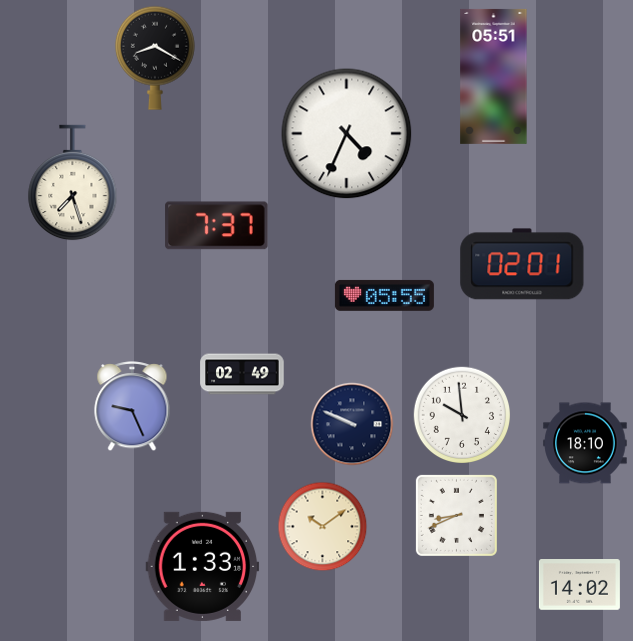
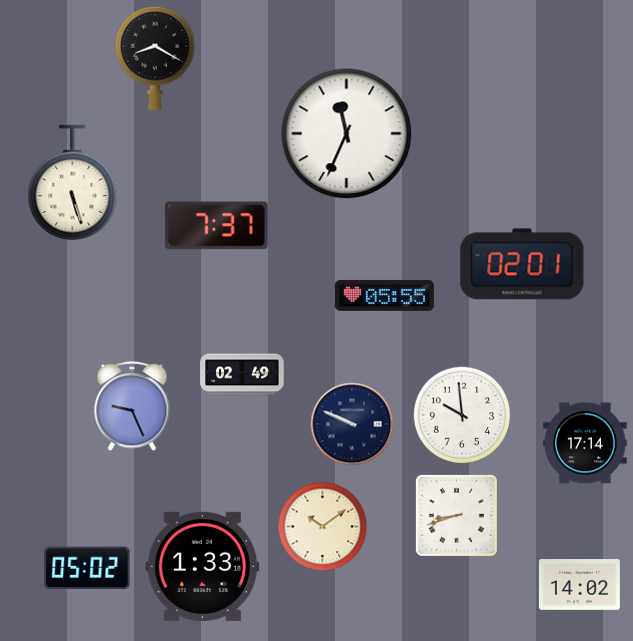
clock at (494, 76): 05:51 -> none
clock at (347, 134): 4:34 -> 11:34
clock at (73, 183): 7:27 -> 5:27
clock at (585, 443): 18:10 -> 17:14
clock at (456, 515): 8:41 -> 8:42
clock at (87, 568): none -> 05:02
